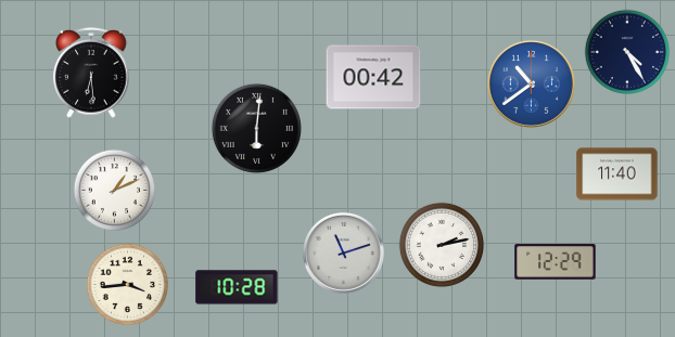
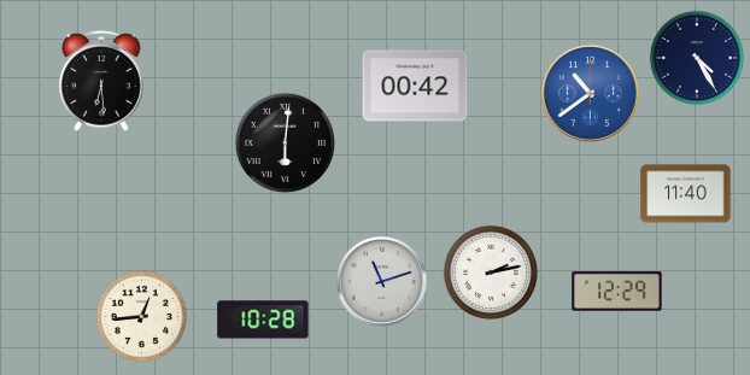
clock at (114, 190): 1:11 -> none
clock at (127, 284): 3:44 -> 12:44
